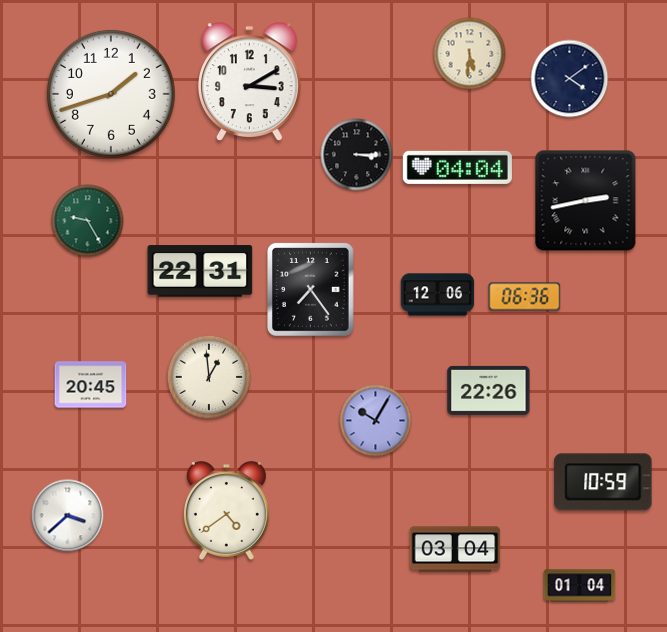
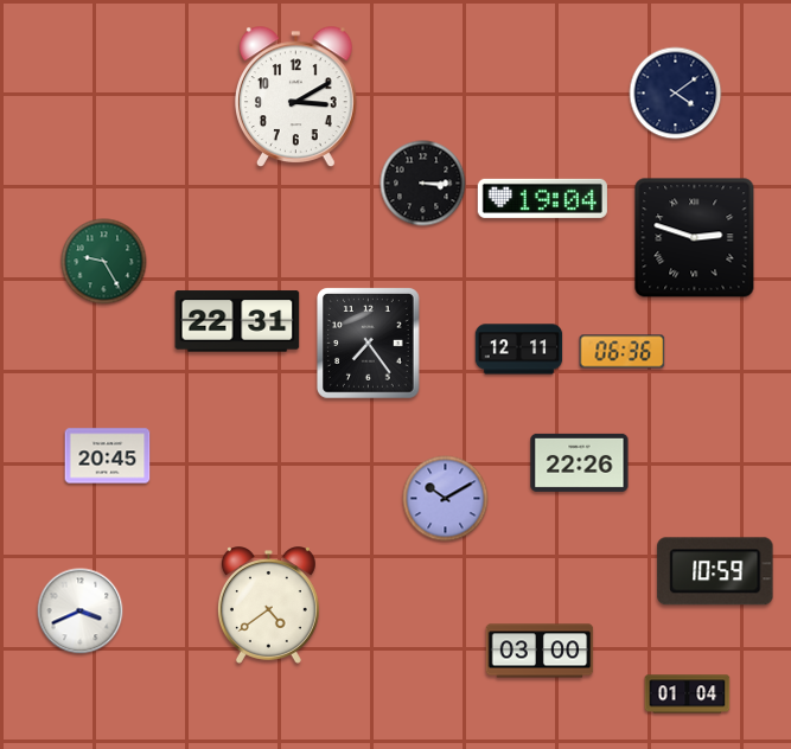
clock at (470, 54): 5:31 -> none
clock at (111, 94): 1:42 -> none
clock at (457, 167): 04:04 -> 19:04
clock at (586, 201): 2:43 -> 2:48
clock at (438, 295): 12:06 -> 12:11
clock at (209, 377): 12:59 -> none
clock at (376, 421): 10:05 -> 10:10
clock at (68, 516): 3:38 -> 3:41
clock at (455, 549): 03:04 -> 03:00
